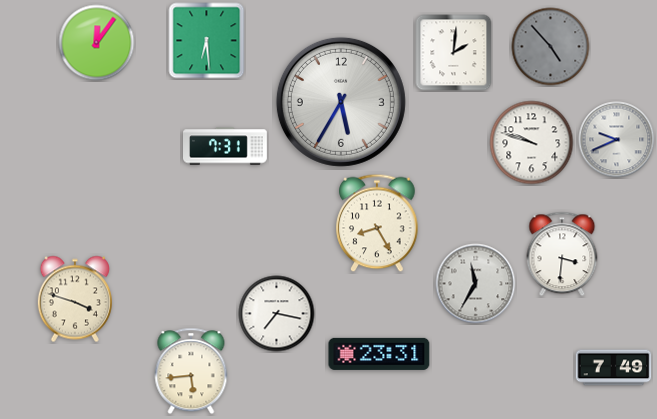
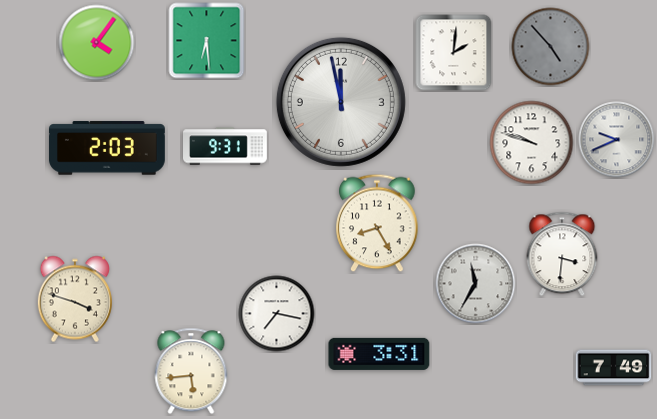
clock at (97, 43): 12:06 -> 4:06
clock at (341, 102): 5:35 -> 11:58
clock at (226, 146): 7:31 -> 9:31
clock at (107, 148): none -> 2:03
clock at (379, 354): 23:31 -> 3:31
